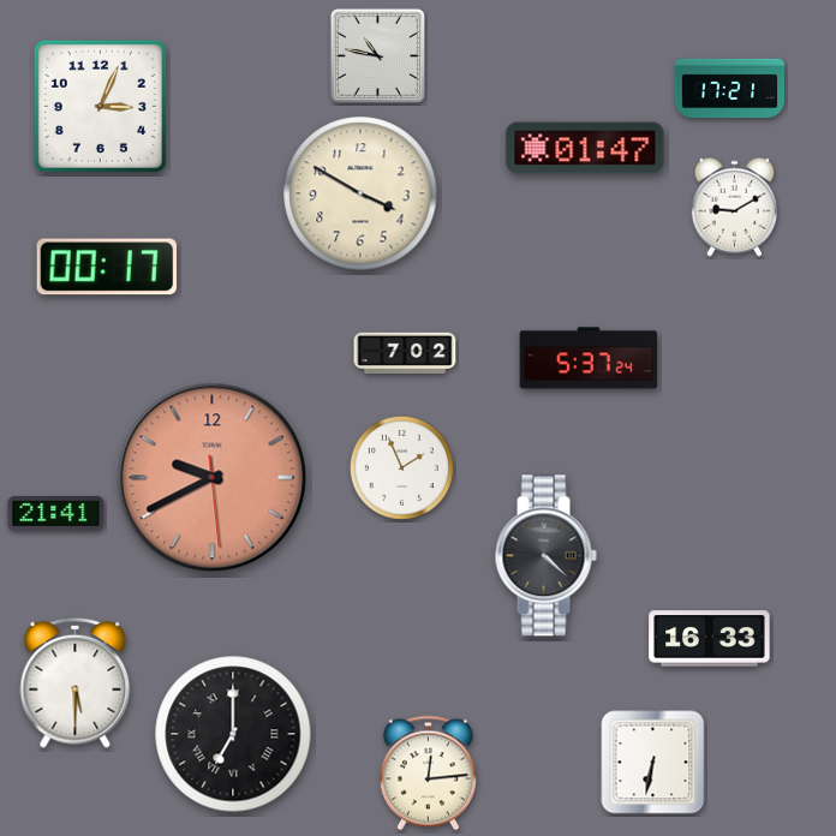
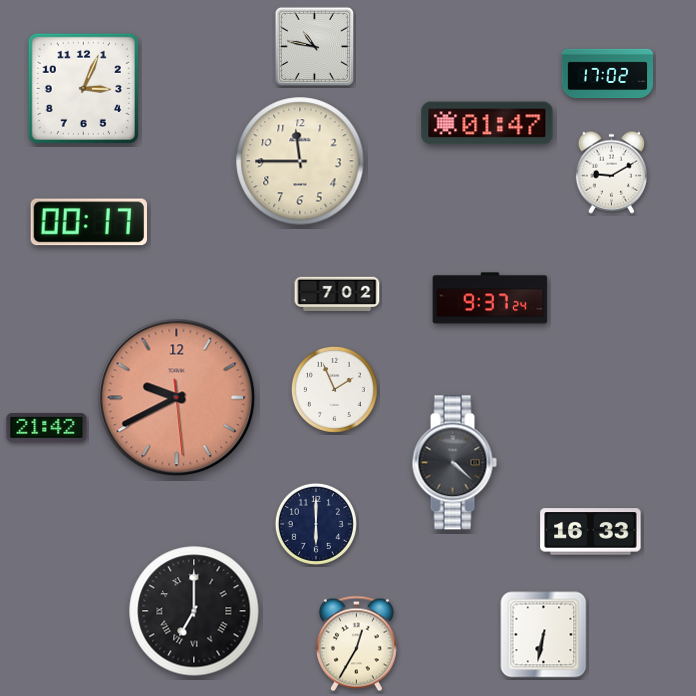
clock at (730, 89): 17:21 -> 17:02
clock at (360, 193): 3:50 -> 11:45
clock at (589, 358): 5:37 -> 9:37
clock at (56, 514): 21:41 -> 21:42
clock at (316, 524): none -> 6:00
clock at (76, 682): 5:30 -> none
clock at (428, 774): 12:14 -> 12:35
